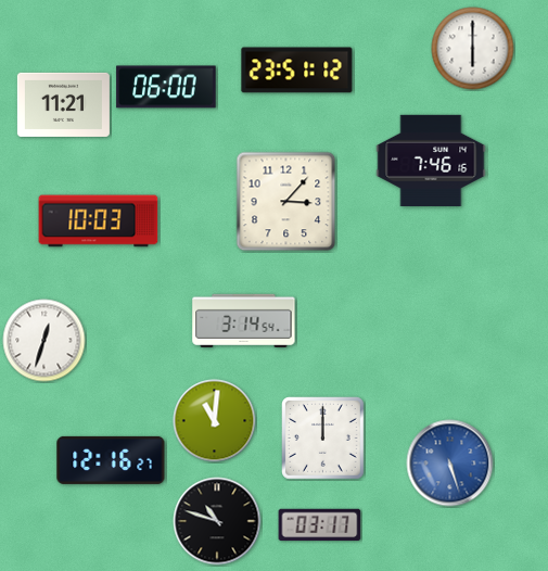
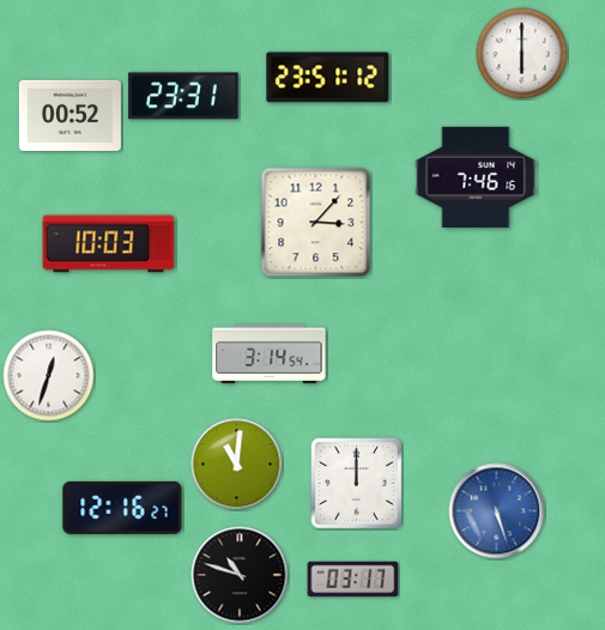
clock at (166, 87): 06:00 -> 23:31
clock at (63, 104): 11:21 -> 00:52
